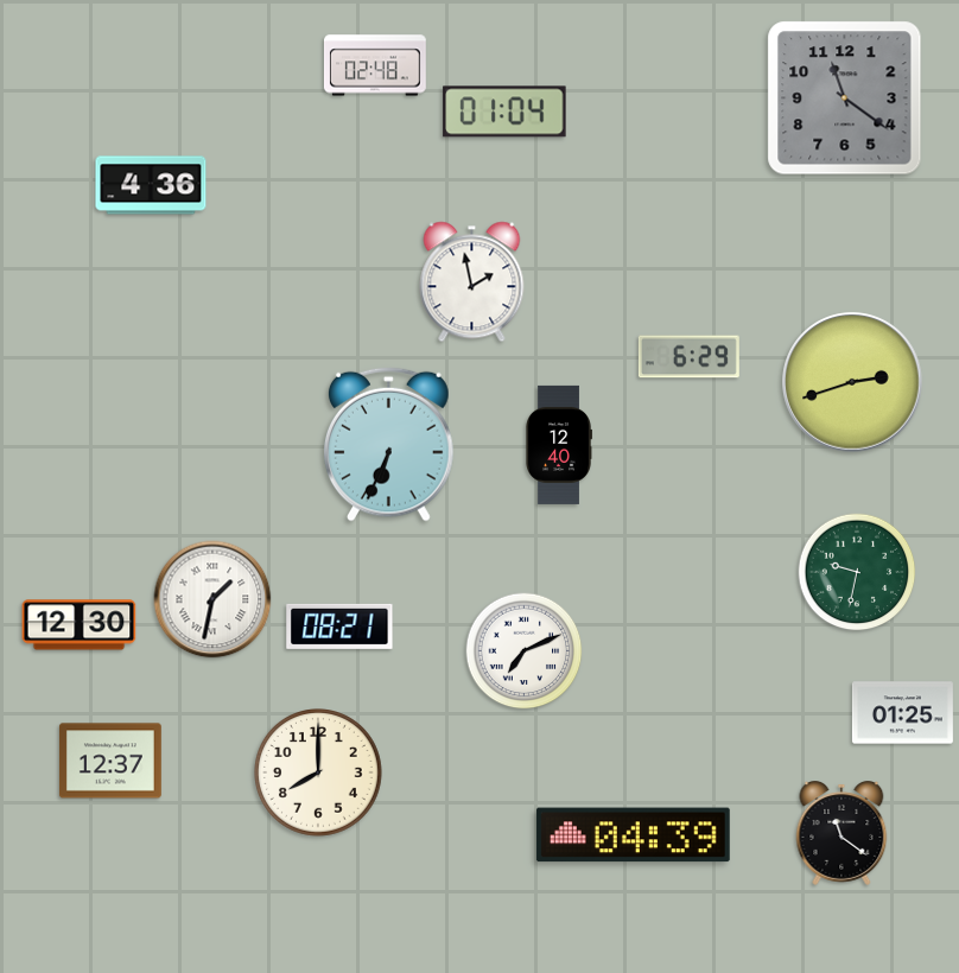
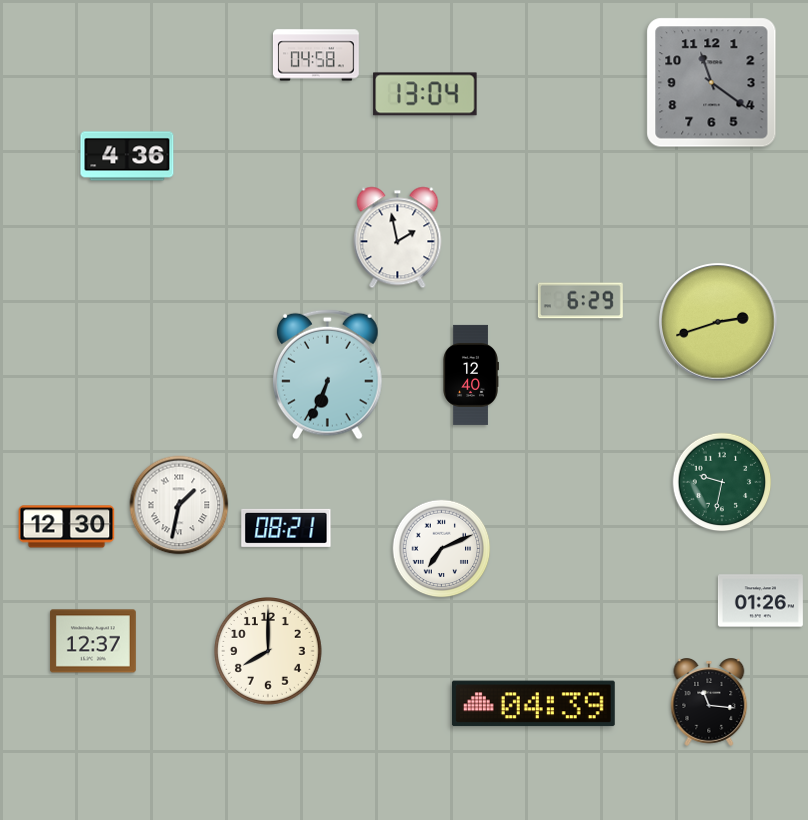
clock at (375, 65): 02:48 -> 04:58
clock at (504, 112): 01:04 -> 13:04
clock at (902, 713): 01:25 -> 01:26
clock at (841, 833): 11:21 -> 11:16
